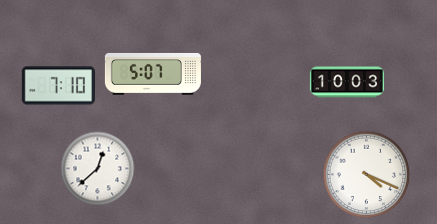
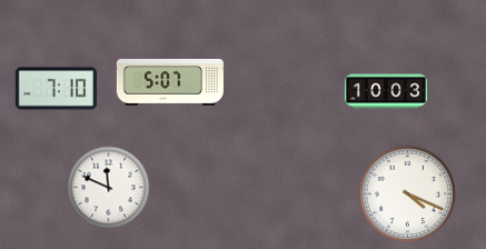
clock at (58, 86) position: (58, 86) -> (56, 89)
clock at (98, 169): 12:38 -> 11:49
